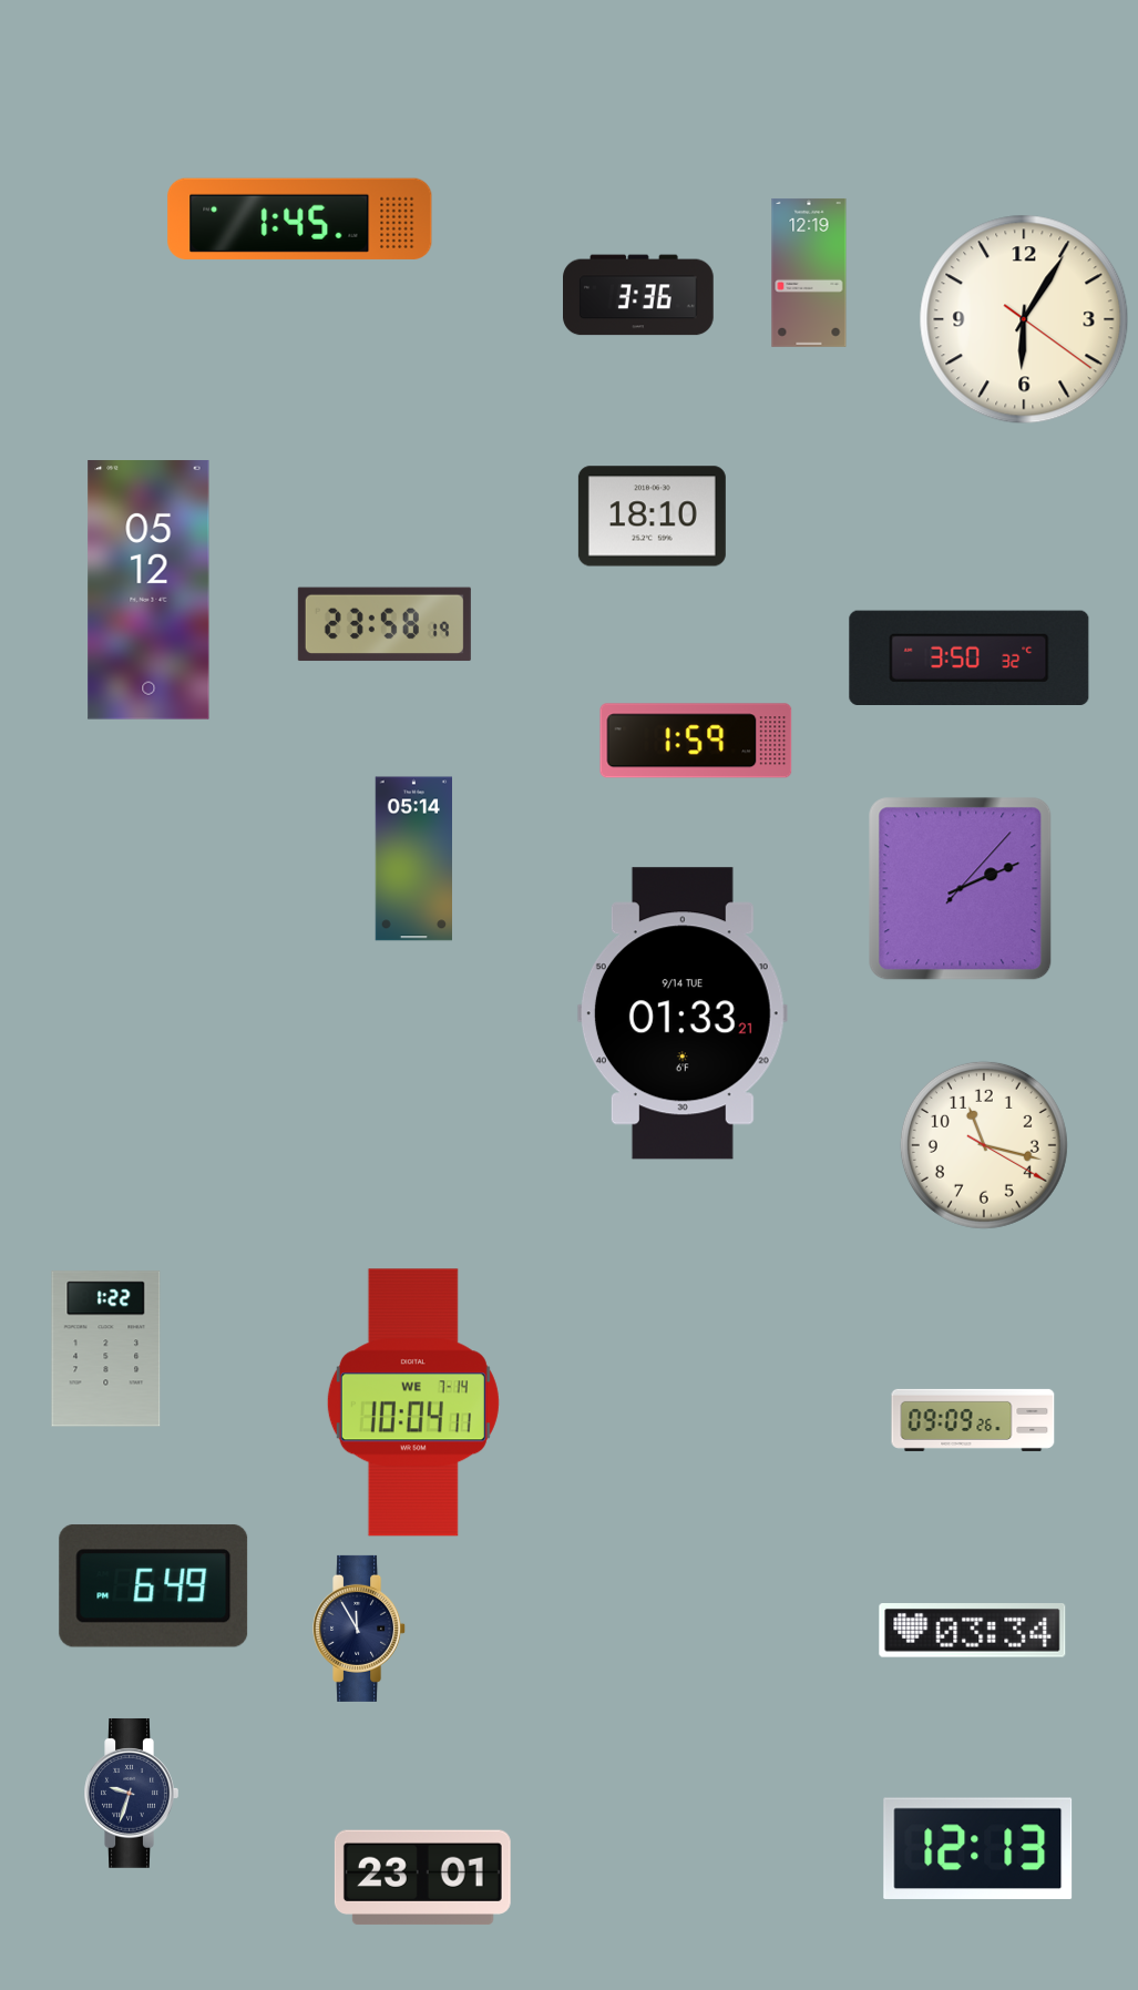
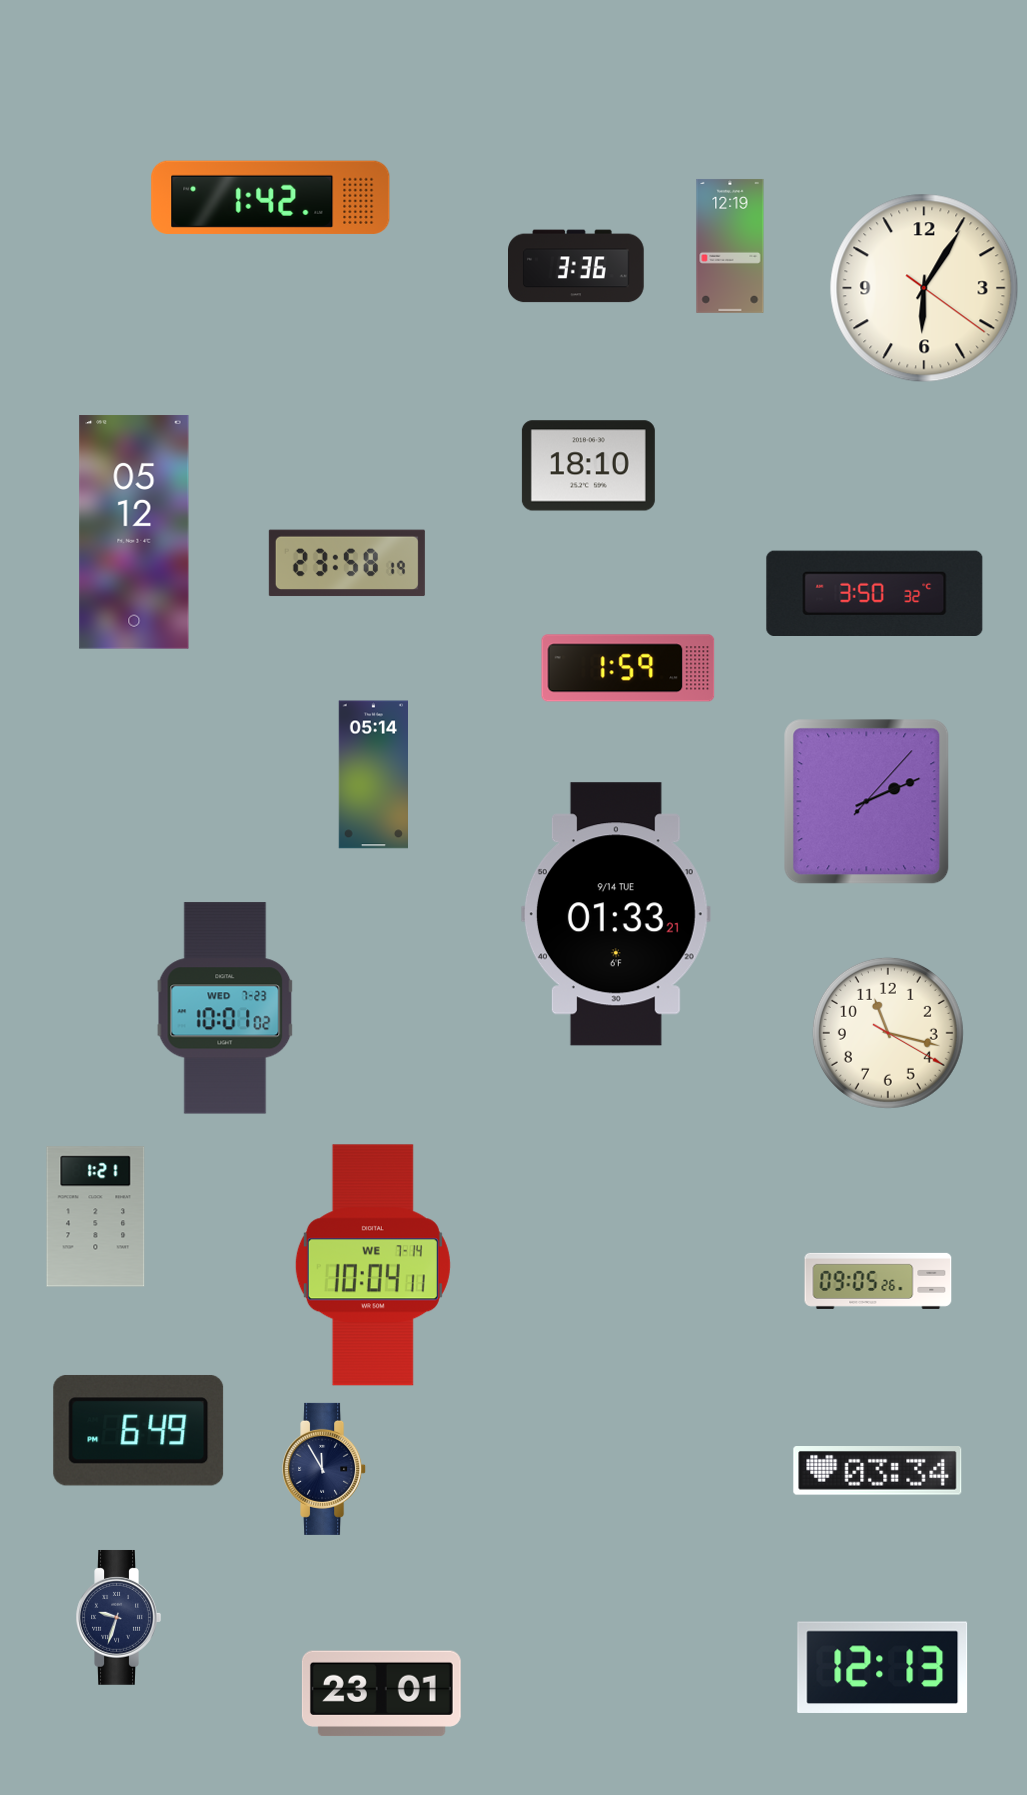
clock at (300, 218): 1:45 -> 1:42
clock at (225, 1008): none -> 10:01
clock at (106, 1349): 1:22 -> 1:21
clock at (973, 1420): 09:09 -> 09:05
